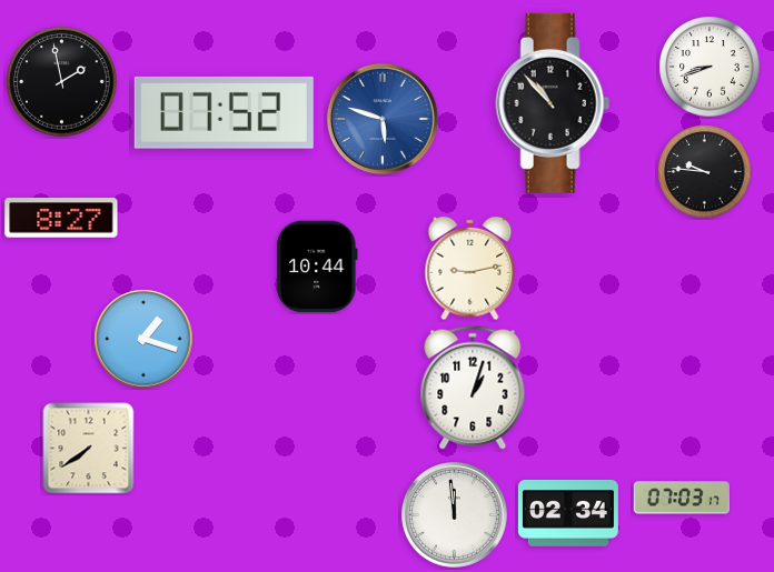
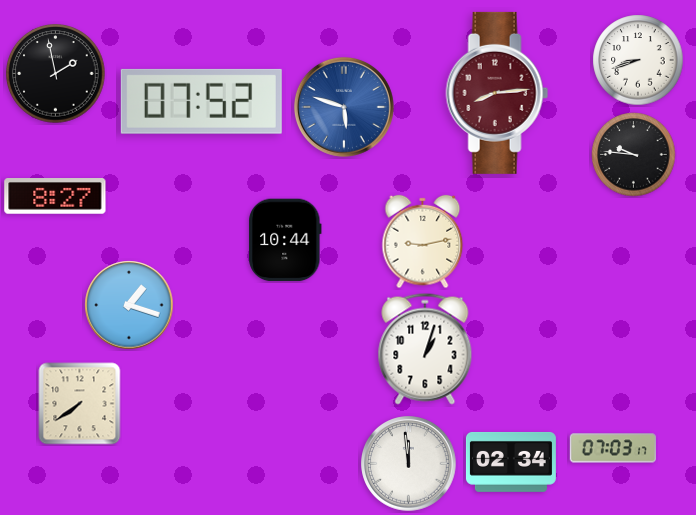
clock at (553, 103): 10:53 -> 8:14
clock at (553, 103) dial: black -> burgundy
